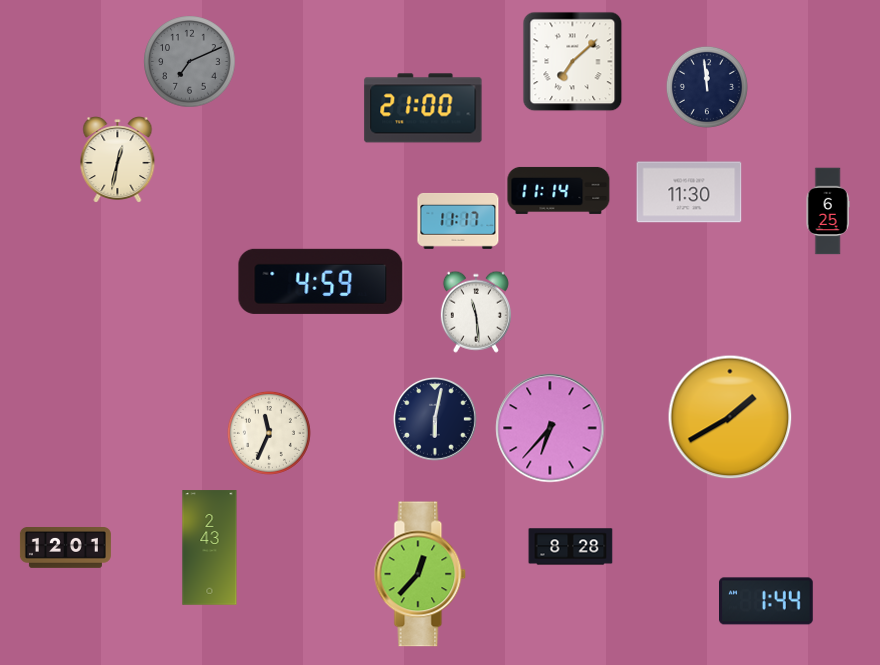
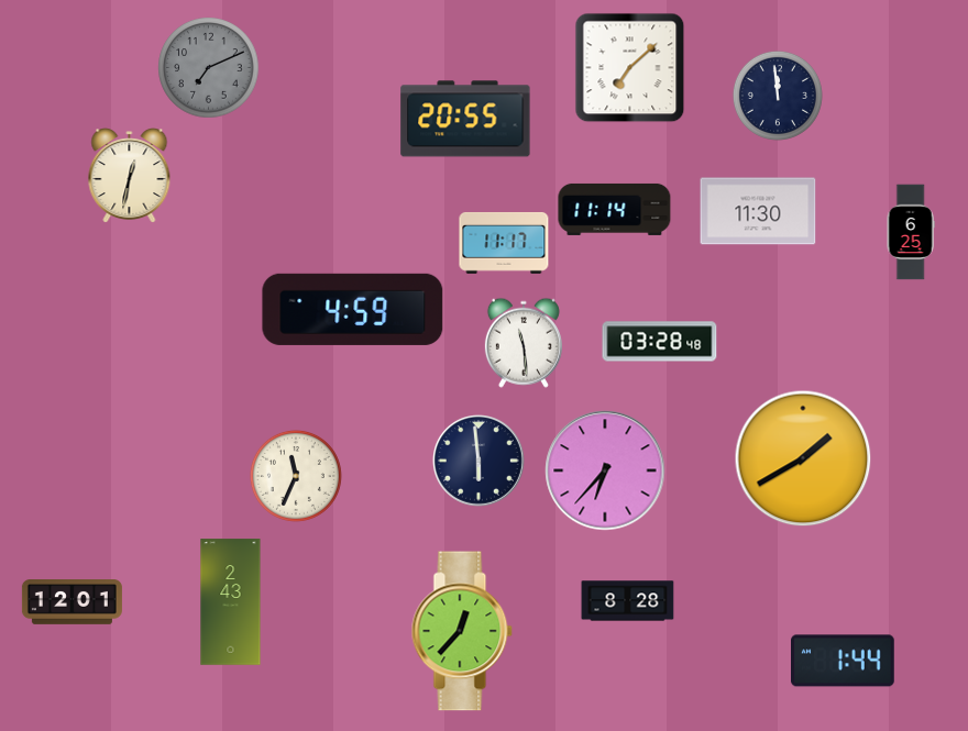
clock at (423, 108): 21:00 -> 20:55
clock at (660, 342): none -> 03:28
clock at (436, 420): 6:02 -> 5:59
